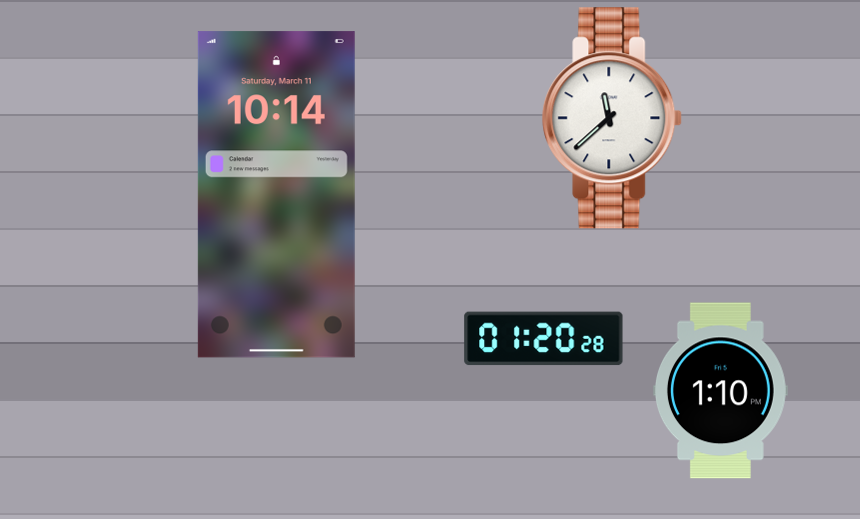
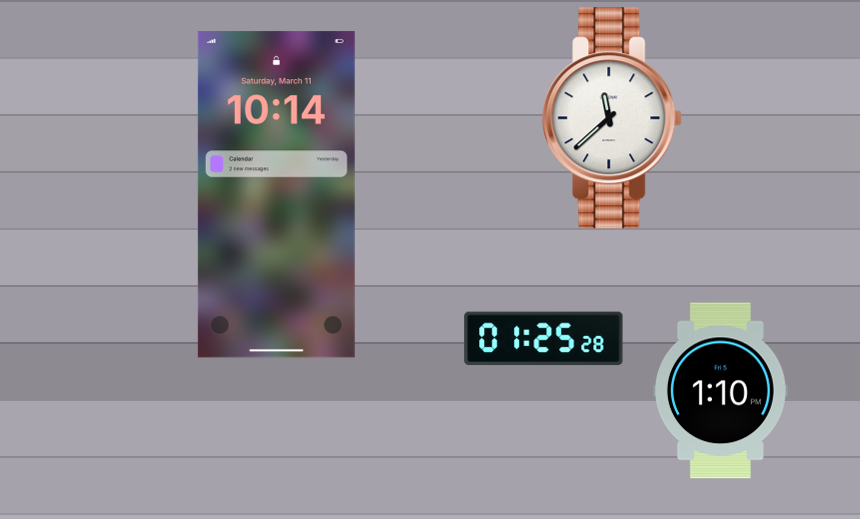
clock at (544, 339): 01:20 -> 01:25
